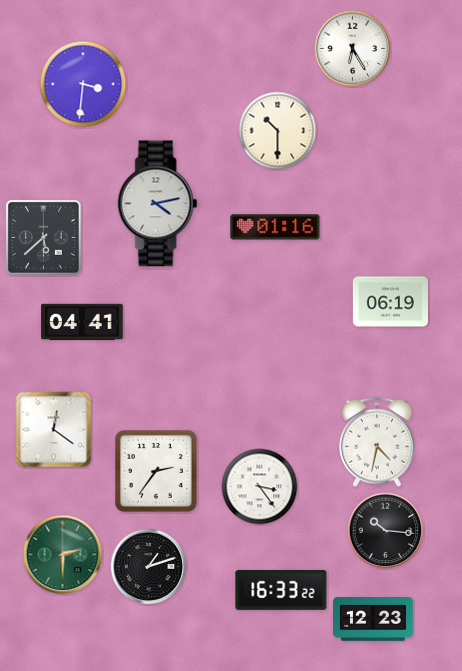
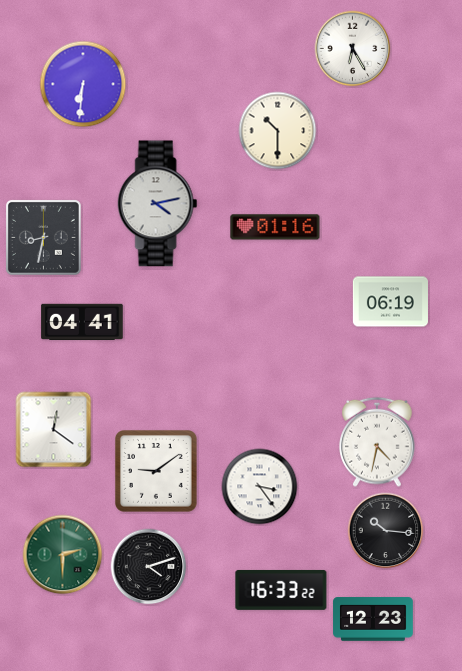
clock at (83, 84): 3:31 -> 6:31
clock at (43, 237): 5:38 -> 8:32
clock at (157, 472): 2:36 -> 9:09
clock at (149, 567): 1:12 -> 4:12
